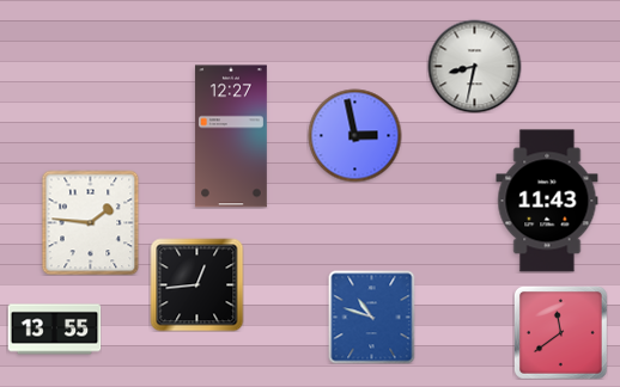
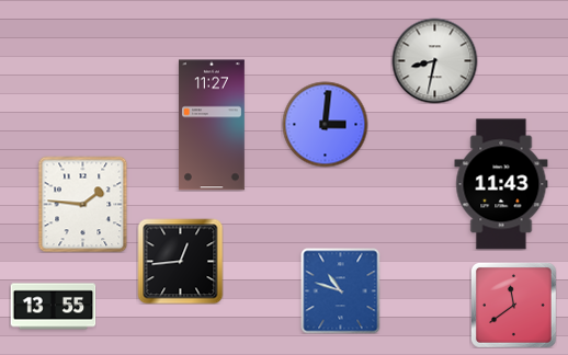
clock at (354, 135): 2:58 -> 3:01
clock at (231, 136): 12:27 -> 11:27
clock at (54, 330) position: (54, 330) -> (53, 307)
